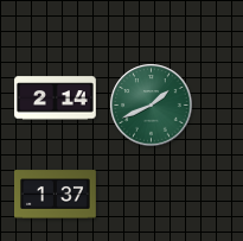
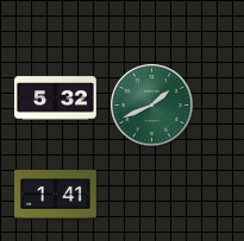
clock at (56, 99): 2:14 -> 5:32
clock at (56, 195): 1:37 -> 1:41
